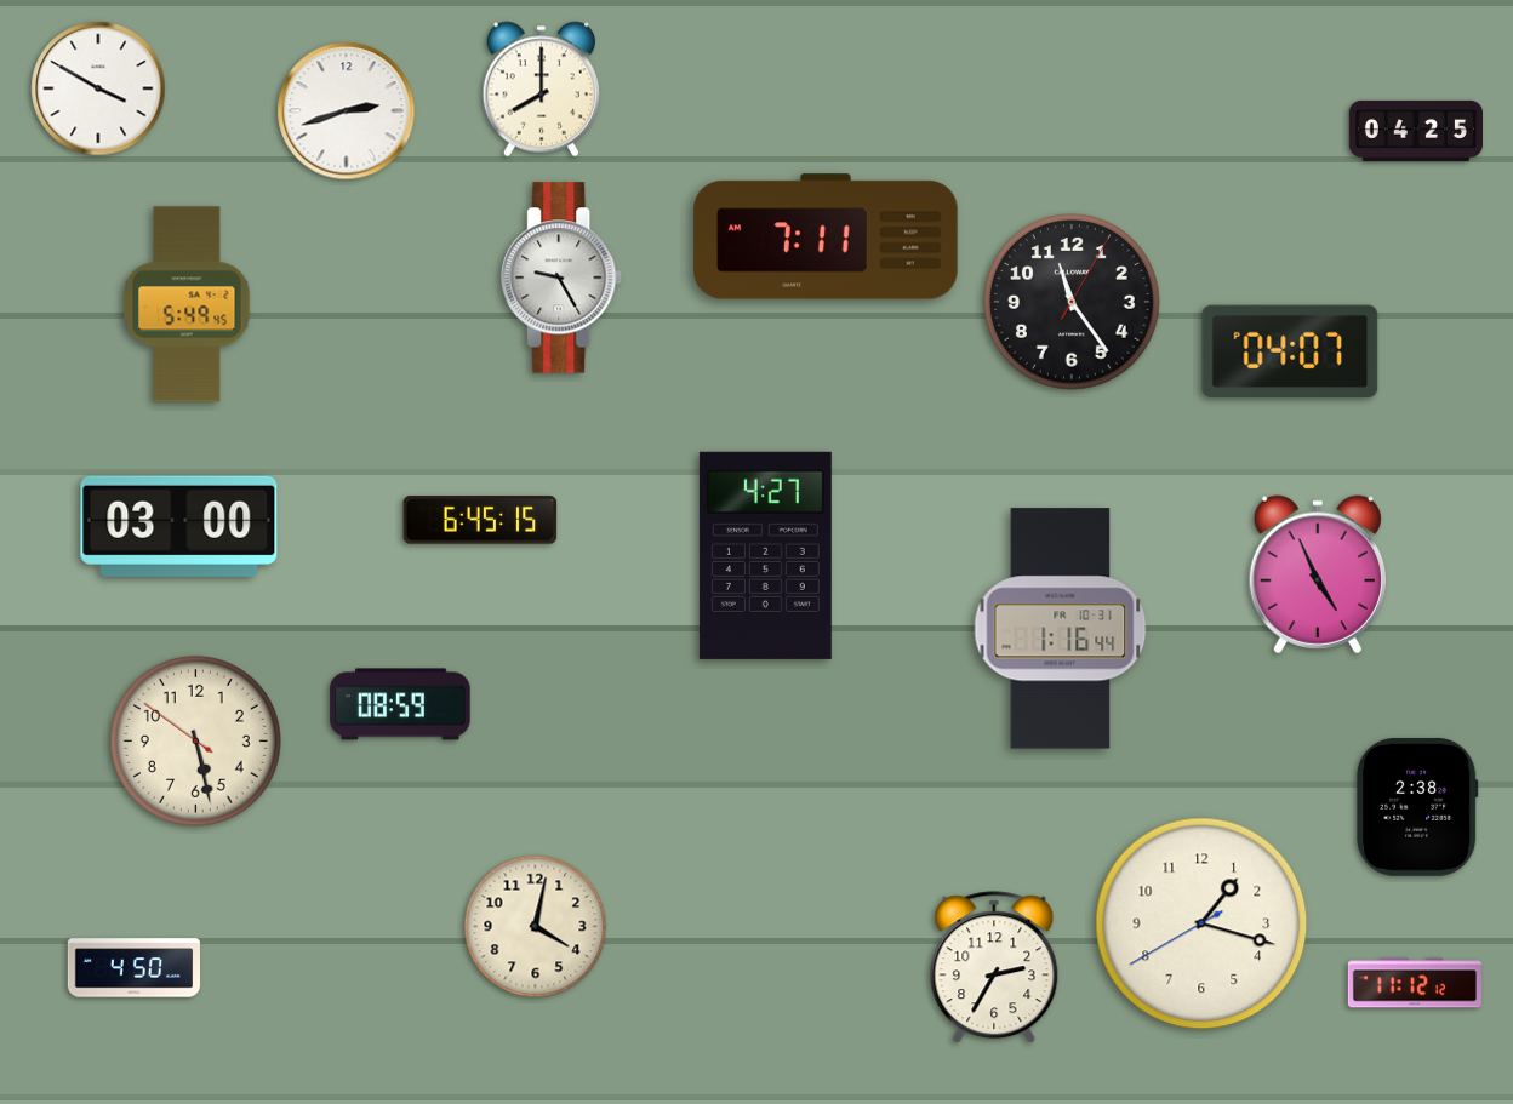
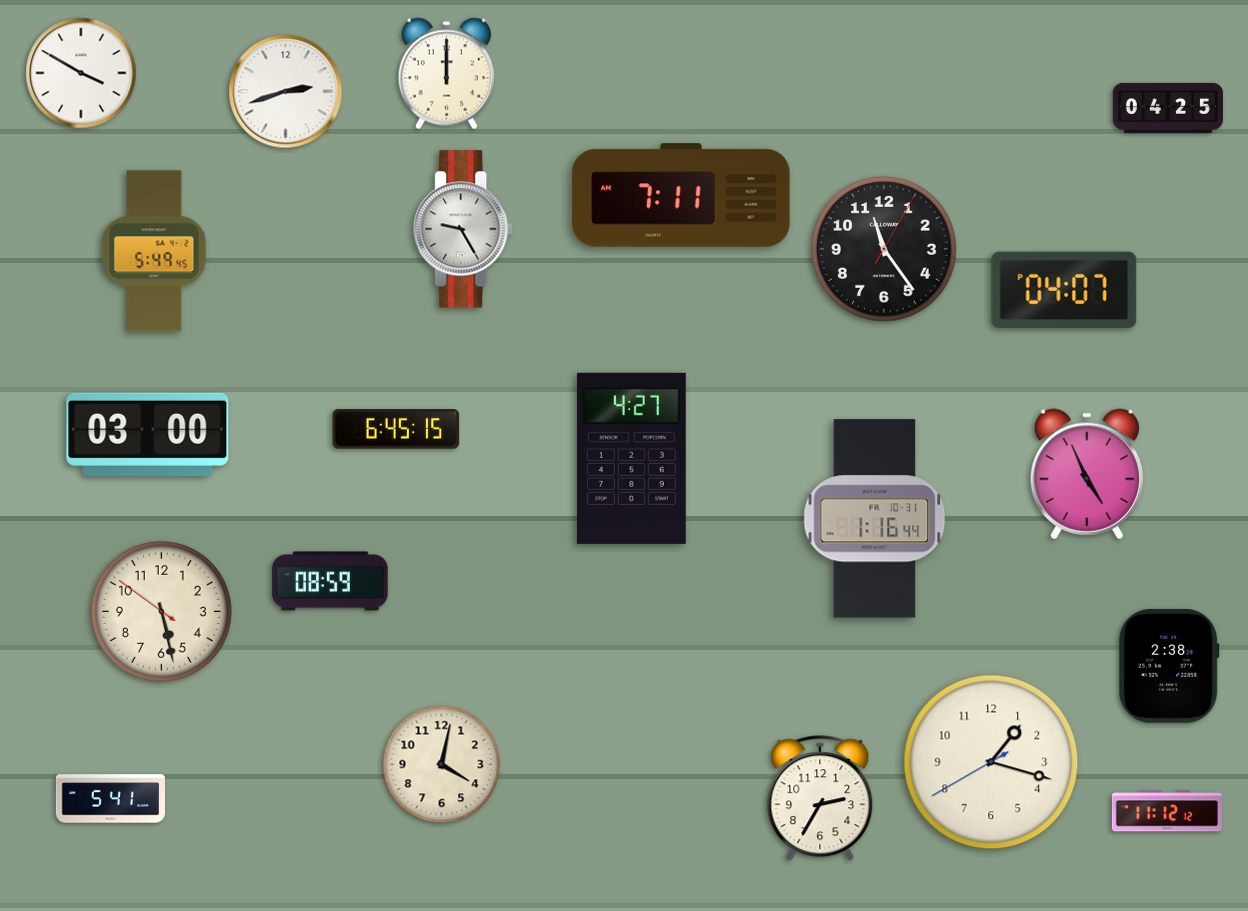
clock at (541, 90): 8:00 -> 12:00
clock at (133, 968): 4:50 -> 5:41
